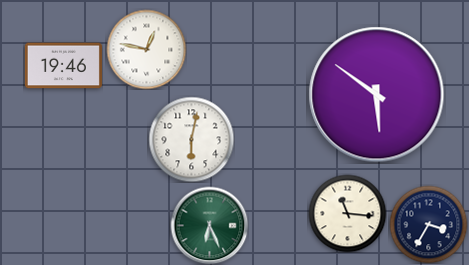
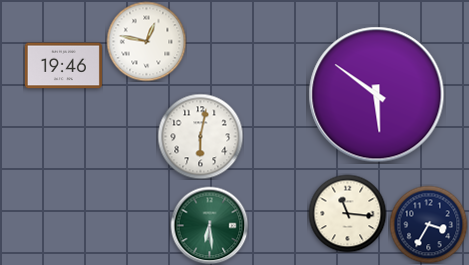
clock at (146, 49) position: (146, 49) -> (146, 41)
clock at (191, 139) position: (191, 139) -> (200, 136)
clock at (209, 225): 6:26 -> 6:29
